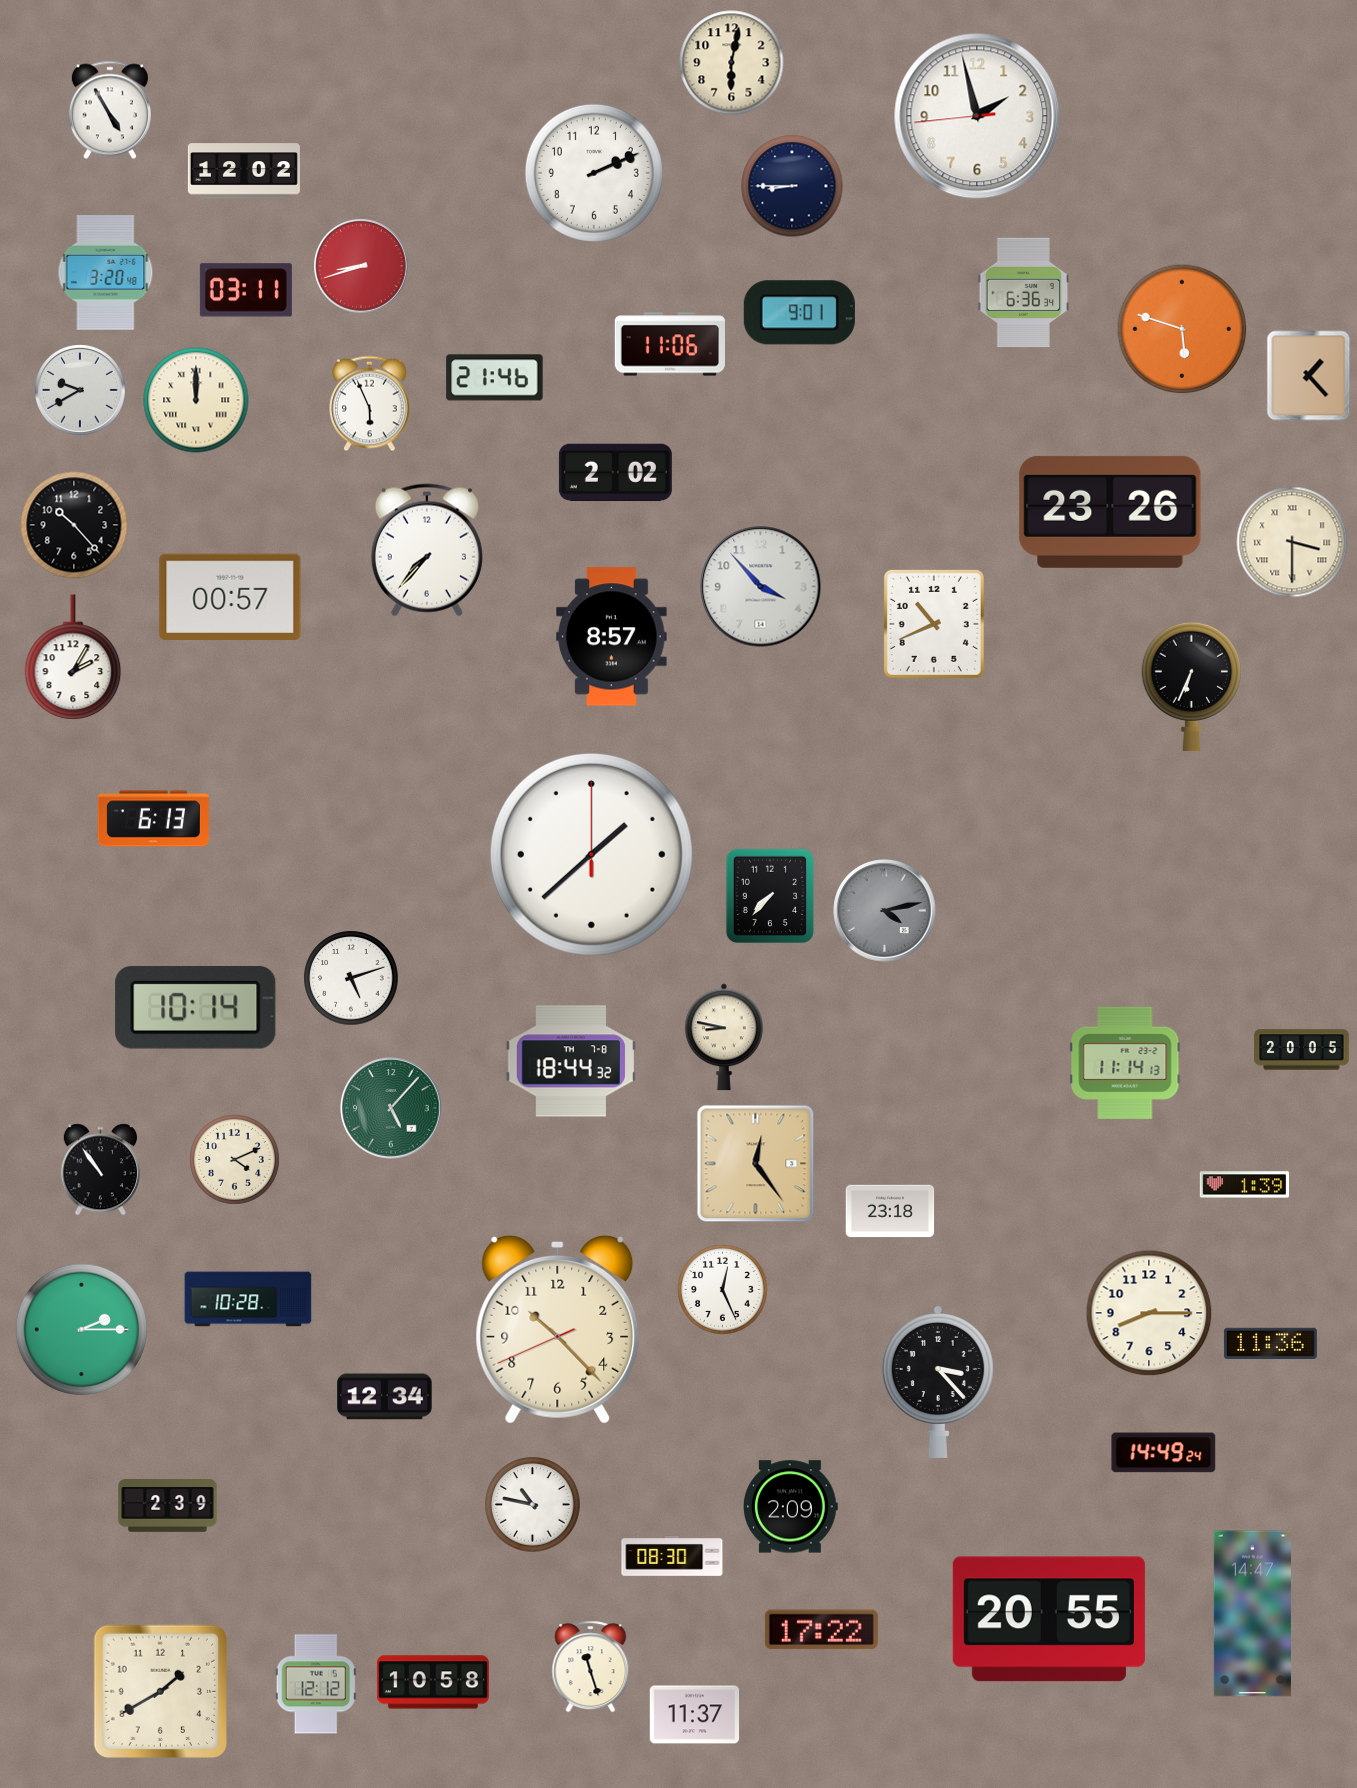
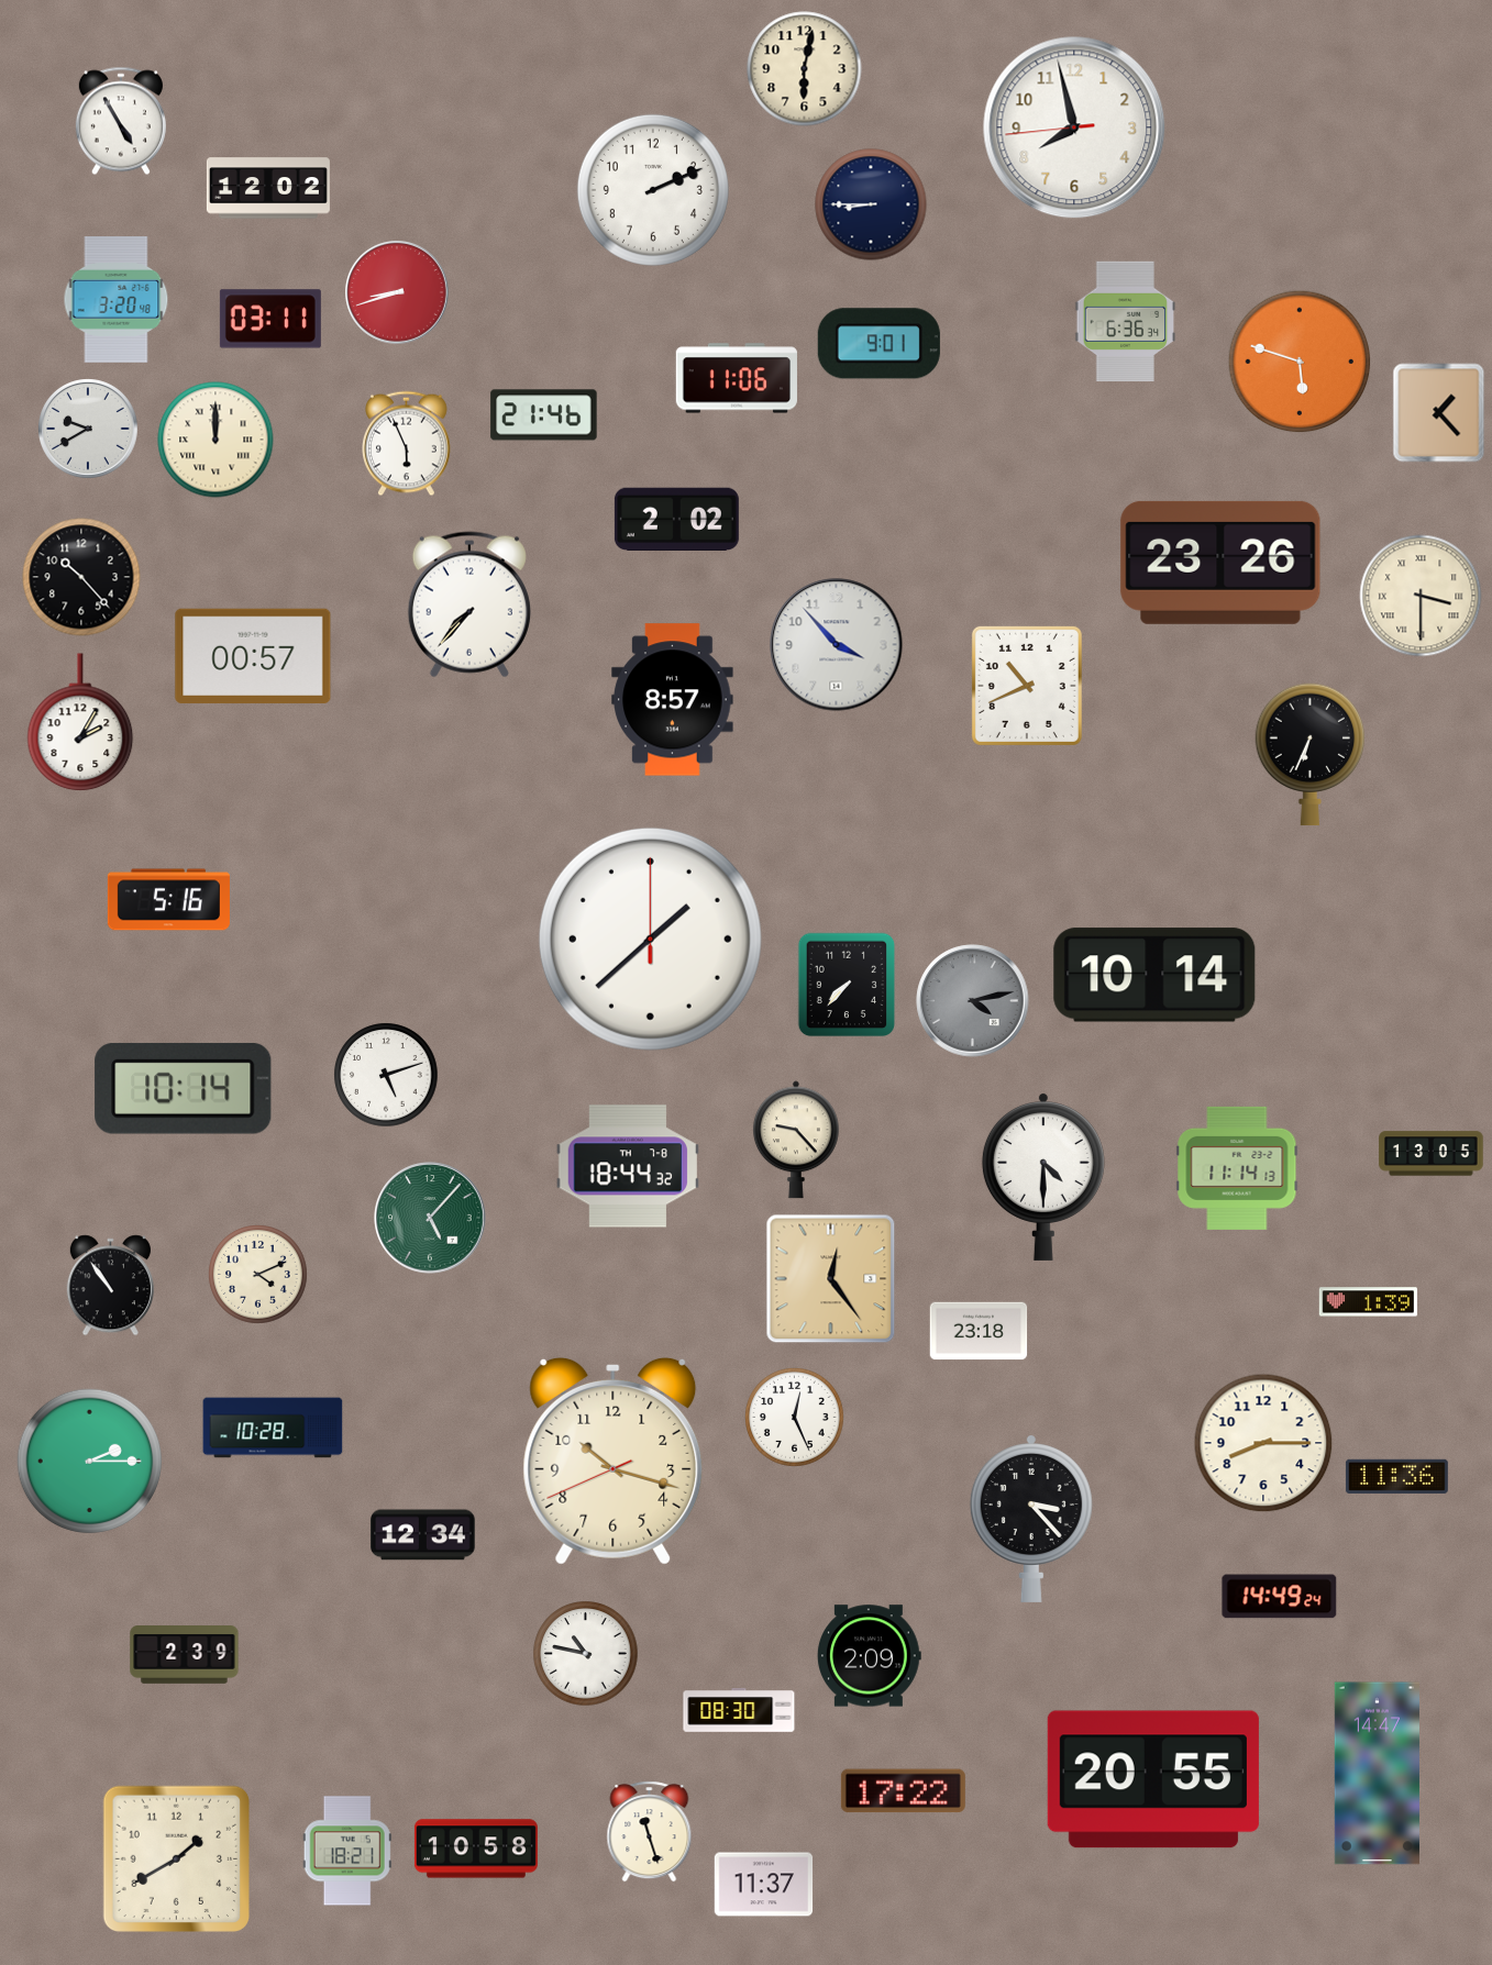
clock at (977, 116): 1:57 -> 7:57
clock at (153, 819): 6:13 -> 5:16
clock at (1154, 975): none -> 10:14
clock at (196, 1007) position: (196, 1007) -> (184, 1088)
clock at (724, 1037): 8:47 -> 9:23
clock at (1302, 1050): 20:05 -> 13:05
clock at (1043, 1177): none -> 4:30
clock at (558, 1329): 10:22 -> 10:17
clock at (316, 1684): 12:12 -> 18:21
